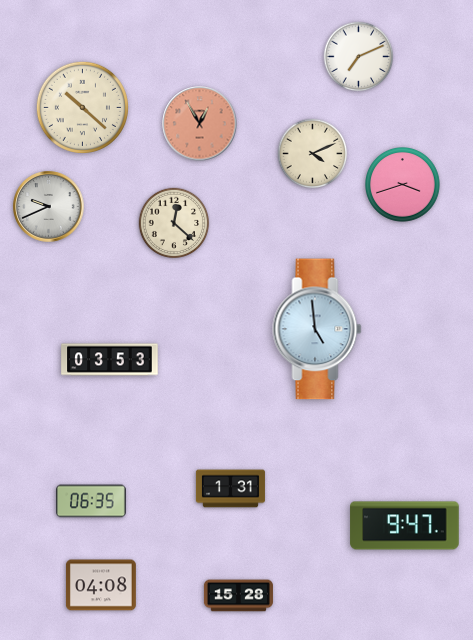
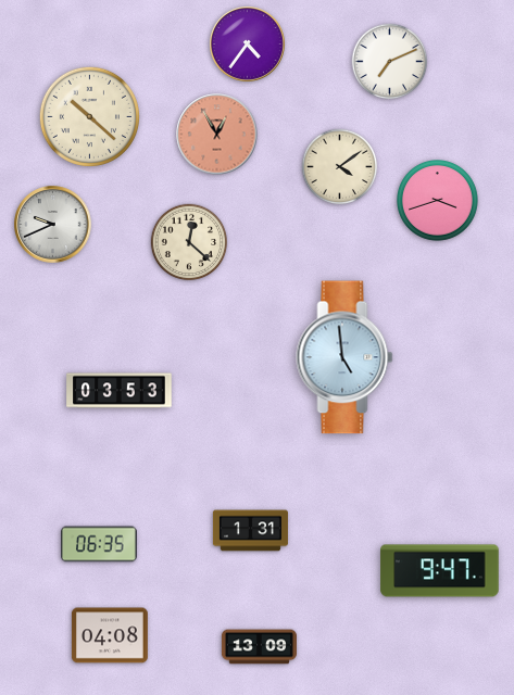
clock at (248, 45): none -> 4:36
clock at (313, 154): 4:11 -> 4:09
clock at (238, 596): 15:28 -> 13:09
